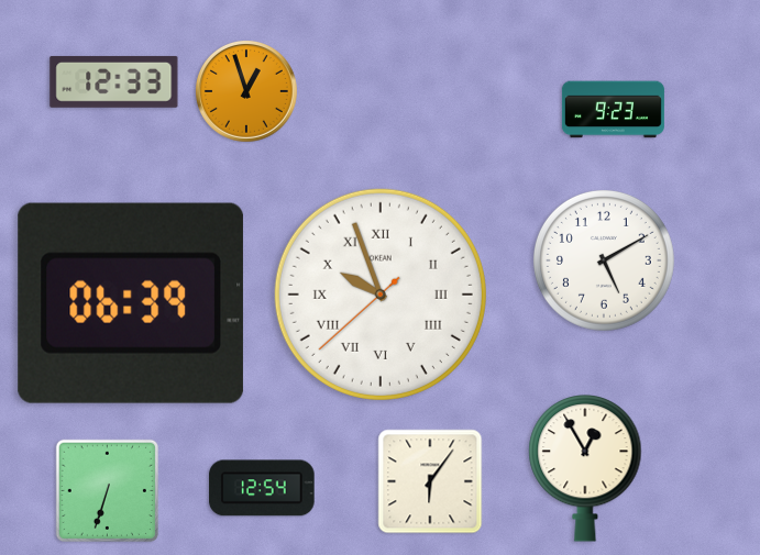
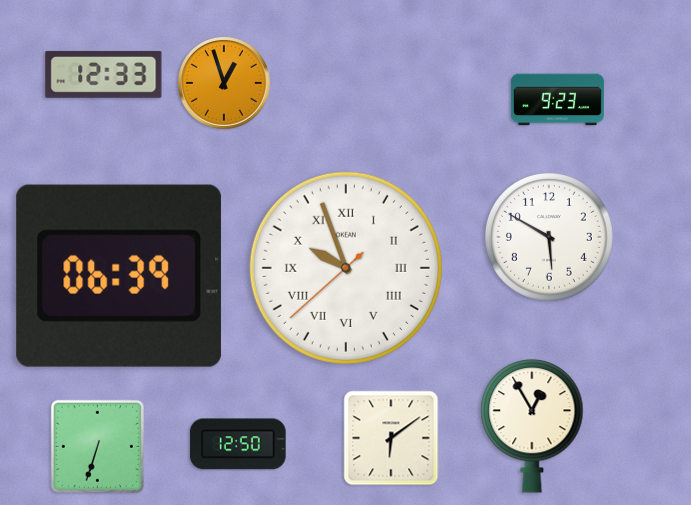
clock at (604, 260): 5:10 -> 5:50
clock at (430, 481): 6:06 -> 6:09
clock at (262, 488): 12:54 -> 12:50
